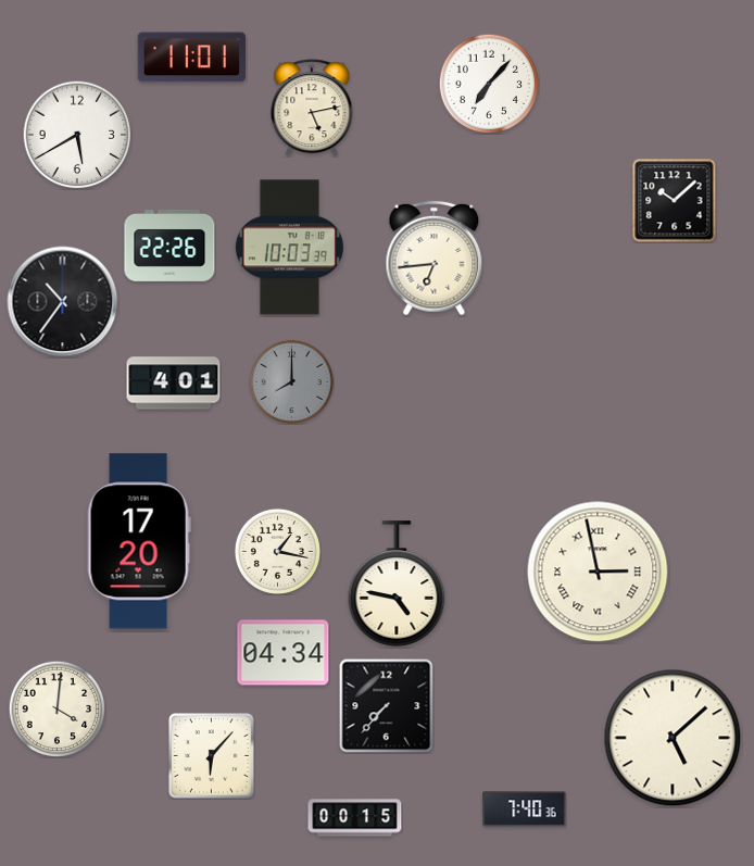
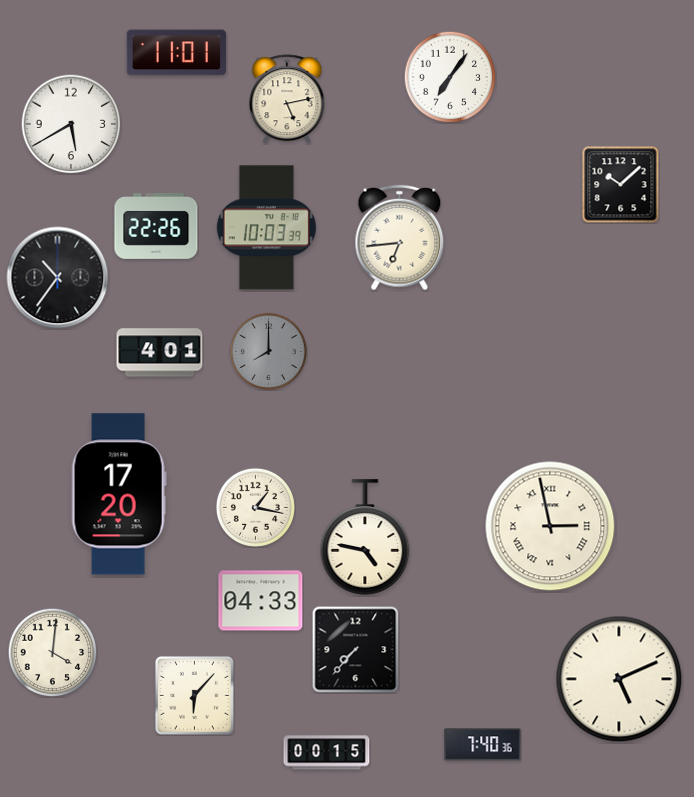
clock at (489, 84): 7:07 -> 7:06
clock at (139, 541) position: (139, 541) -> (119, 494)
clock at (284, 653): 04:34 -> 04:33
clock at (673, 738): 5:08 -> 5:11
